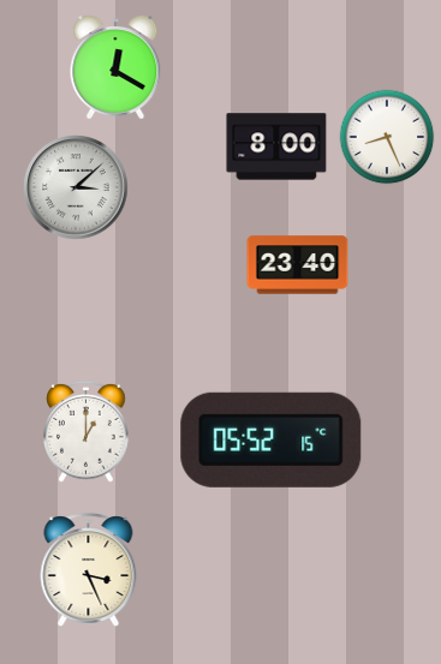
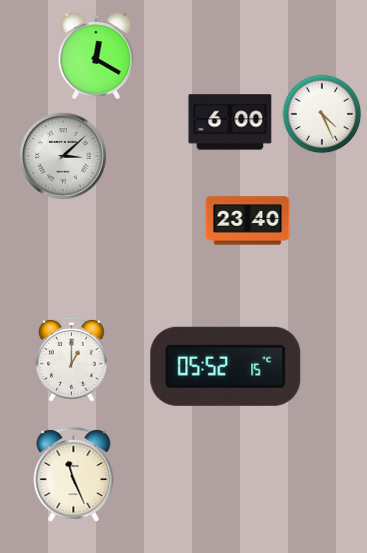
clock at (387, 137): 8:26 -> 4:26
clock at (276, 146): 8:00 -> 6:00
clock at (89, 569): 3:26 -> 11:26
